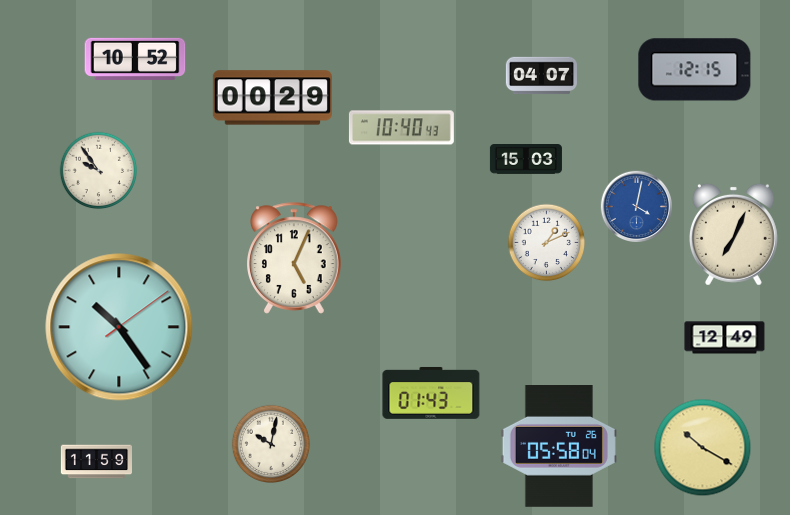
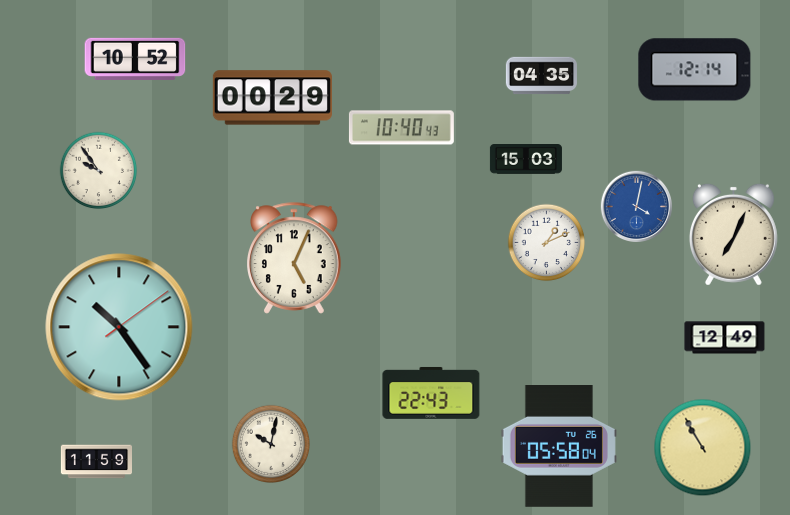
clock at (695, 70): 12:15 -> 12:14
clock at (541, 76): 04:07 -> 04:35
clock at (431, 393): 01:43 -> 22:43
clock at (703, 448): 10:20 -> 10:55
